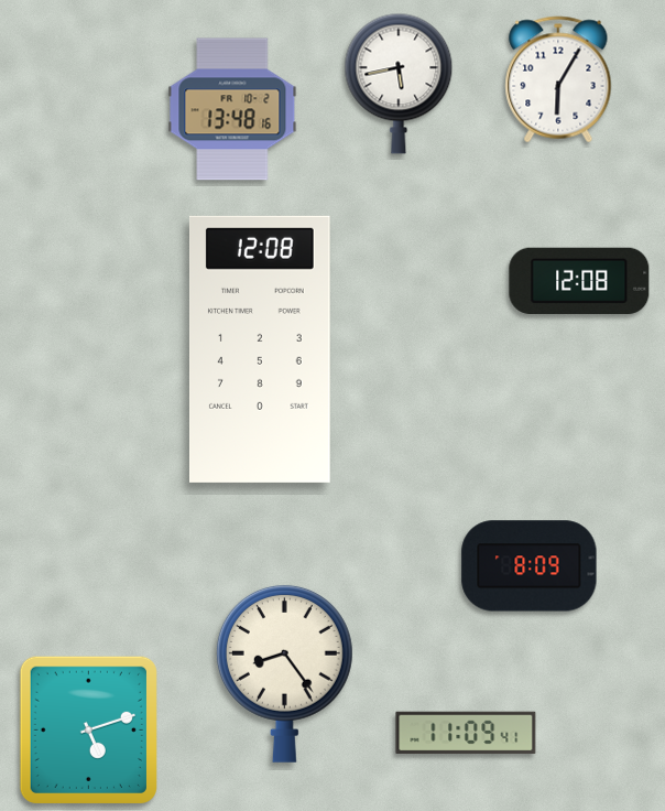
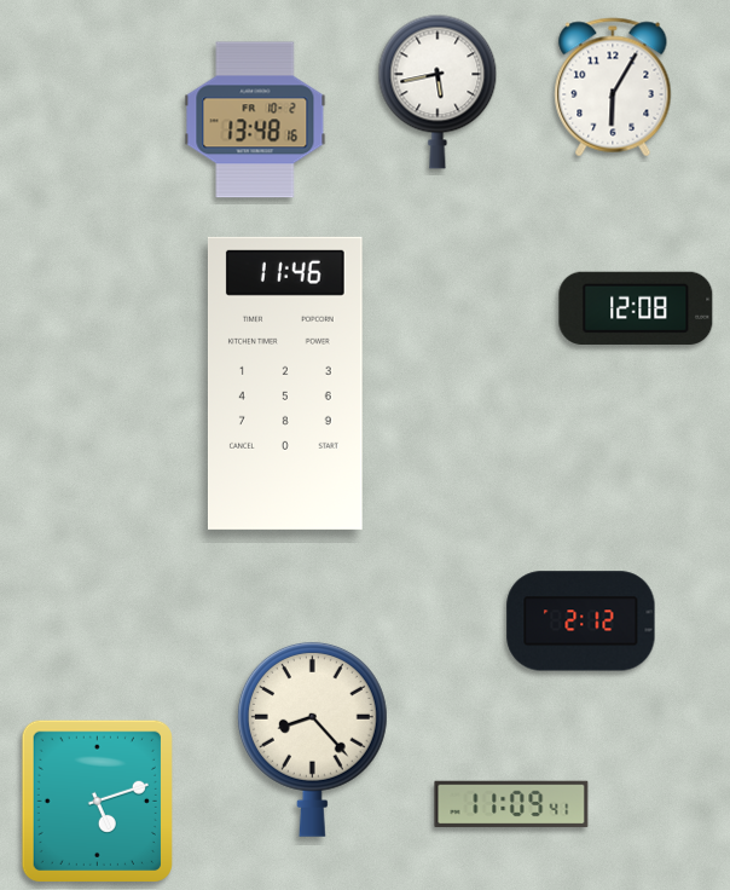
clock at (260, 349): 12:08 -> 11:46
clock at (530, 566): 8:09 -> 2:12
clock at (284, 673): 8:24 -> 8:23
